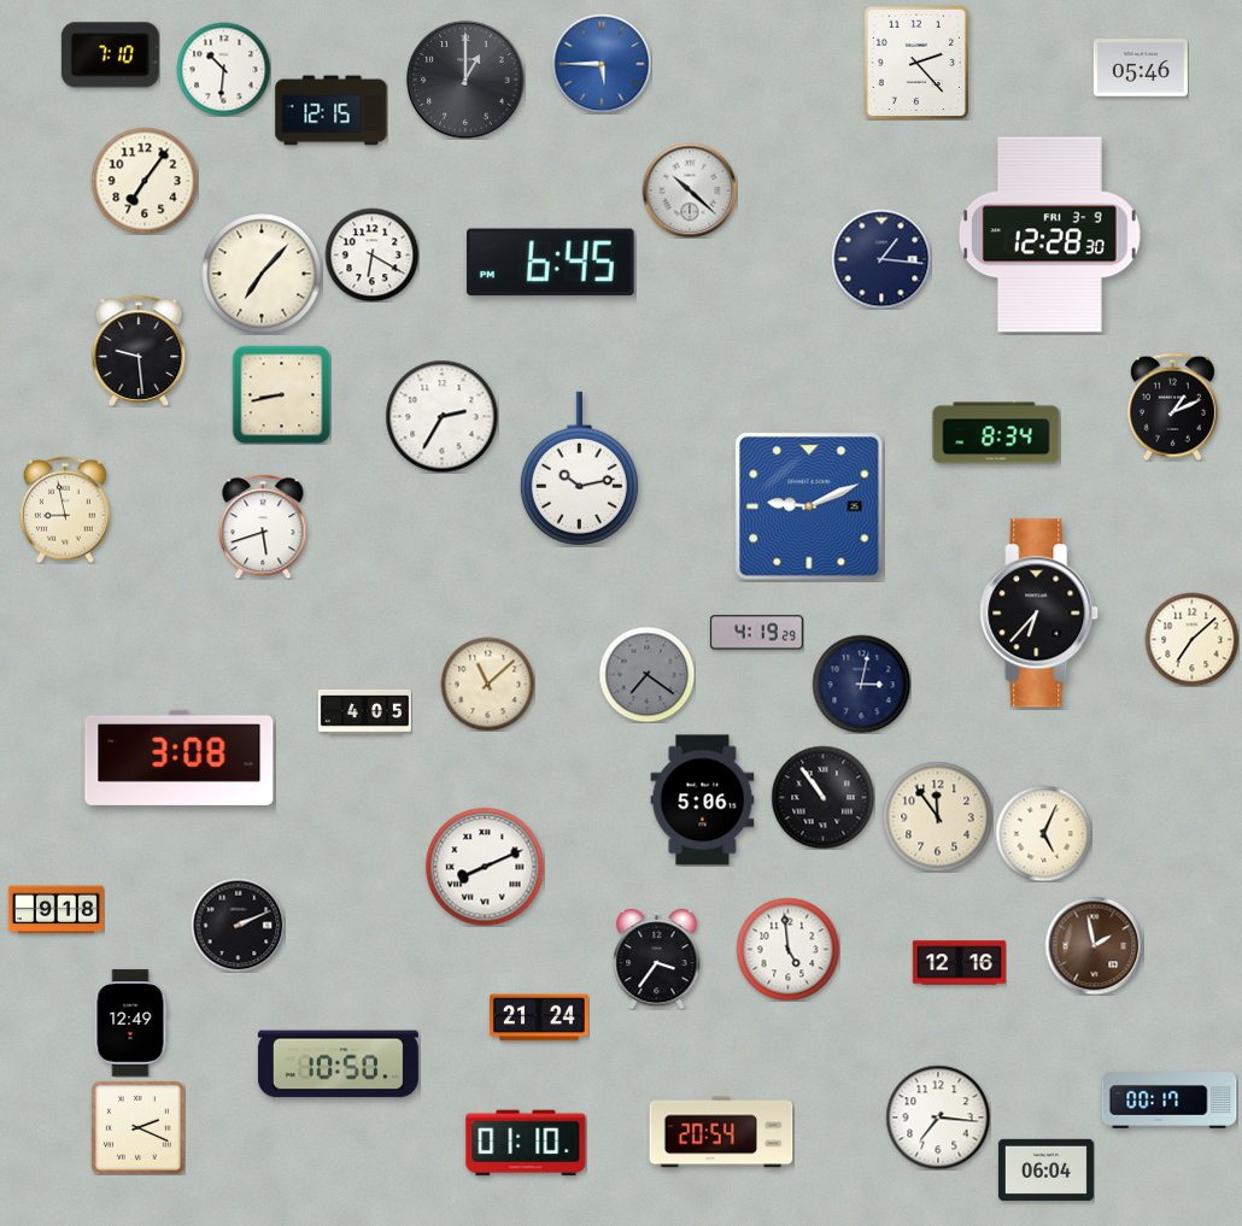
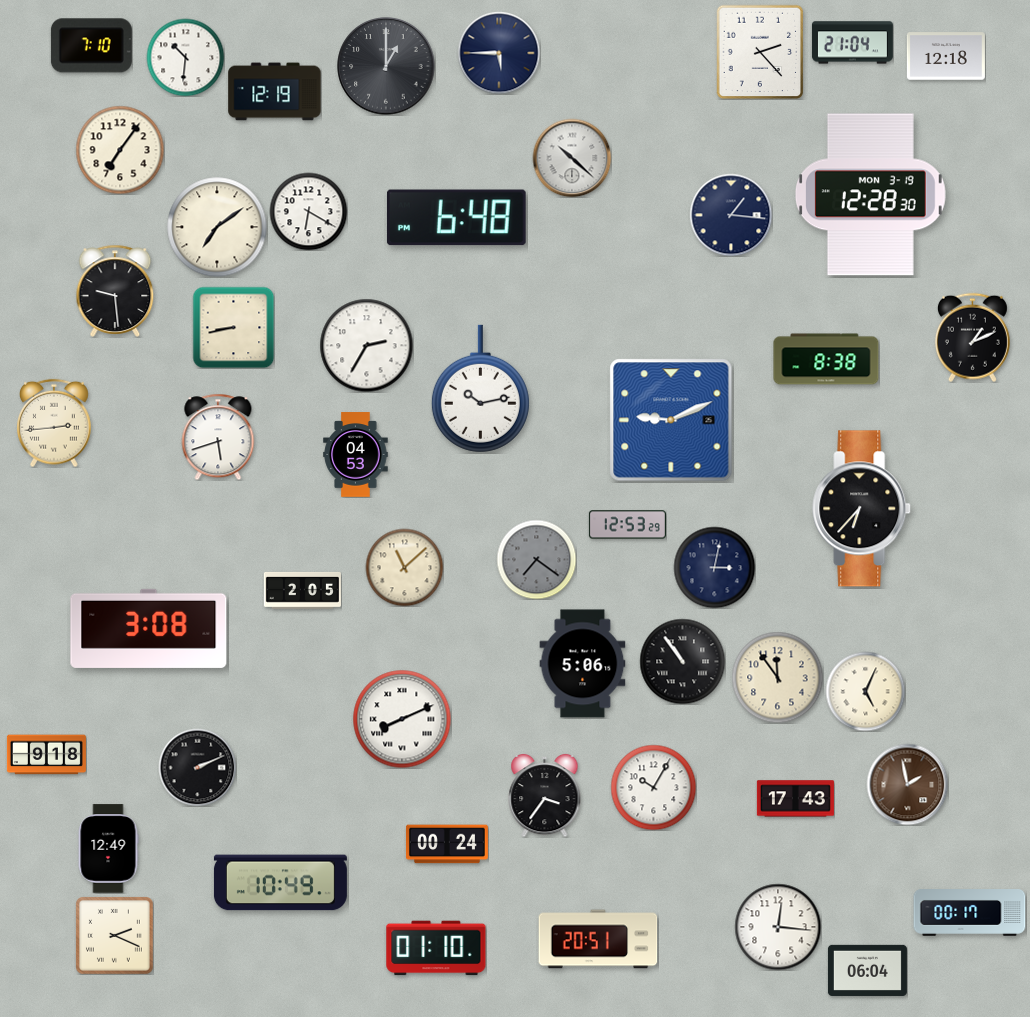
clock at (852, 43): none -> 21:04
clock at (602, 64) dial: blue -> navy
clock at (1141, 68): 05:46 -> 12:18
clock at (332, 111): 12:15 -> 12:19
clock at (1049, 235) date: FRI 3-9 -> MON 3-19
clock at (550, 263): 6:45 -> 6:48
clock at (262, 274): 7:07 -> 7:09
clock at (996, 433): 8:34 -> 8:38
clock at (66, 510): 8:58 -> 2:44
clock at (356, 455): none -> 04:53
clock at (756, 633): 4:19 -> 12:53
clock at (1191, 639): 7:08 -> none
clock at (364, 711): 4:05 -> 2:05
clock at (787, 949): 4:59 -> 10:05
clock at (959, 963): 12:16 -> 17:43
clock at (539, 1017): 21:24 -> 00:24
clock at (338, 1064): 10:50 -> 10:49
clock at (938, 1118): 7:16 -> 12:16
clock at (721, 1132): 20:54 -> 20:51
